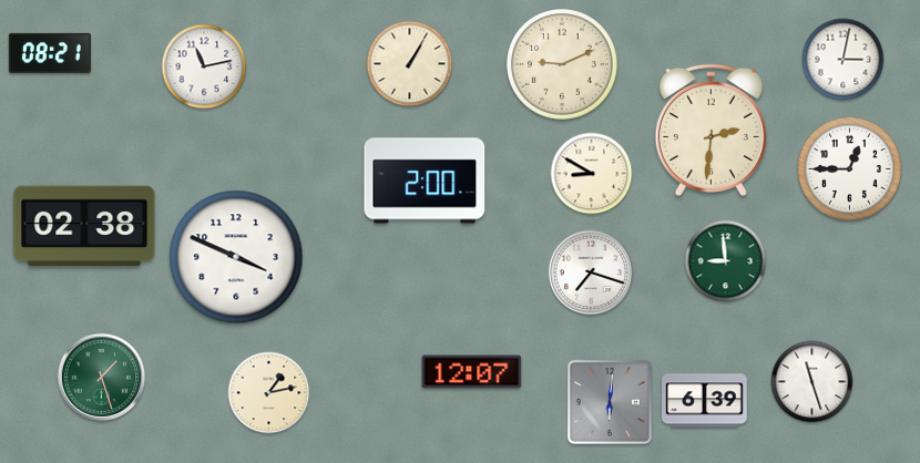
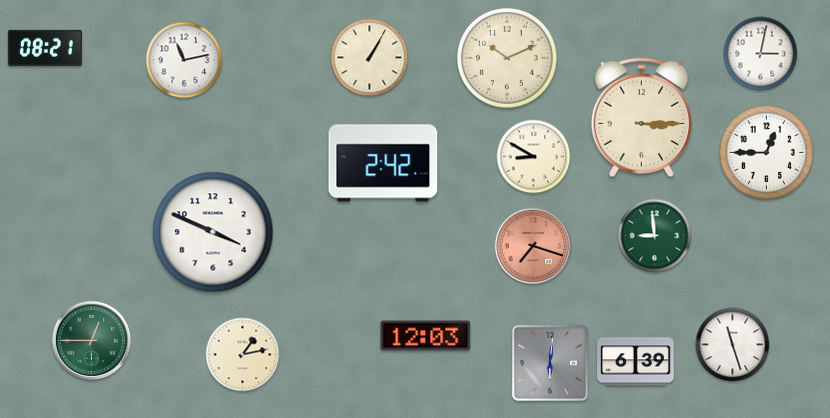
clock at (563, 65): 9:11 -> 10:11
clock at (711, 131): 2:31 -> 3:15
clock at (425, 181): 2:00 -> 2:42
clock at (84, 226): 02:38 -> none
clock at (591, 272) dial: white -> salmon
clock at (472, 372): 12:07 -> 12:03
clock at (102, 378): 1:27 -> 12:45
